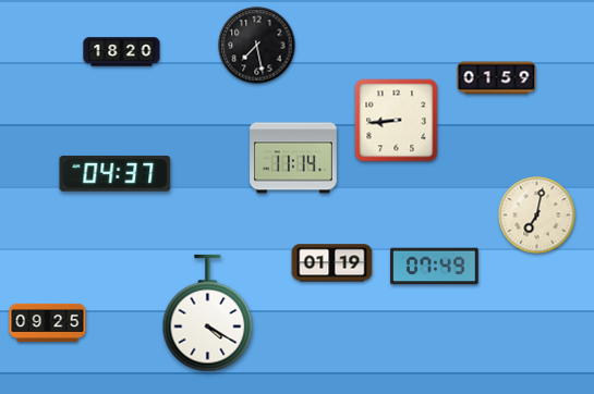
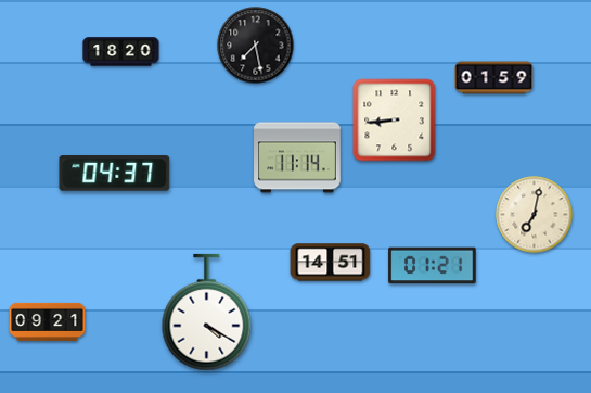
clock at (293, 158) position: (293, 158) -> (297, 157)
clock at (332, 263): 01:19 -> 14:51
clock at (435, 267): 07:49 -> 01:21
clock at (48, 322): 09:25 -> 09:21
